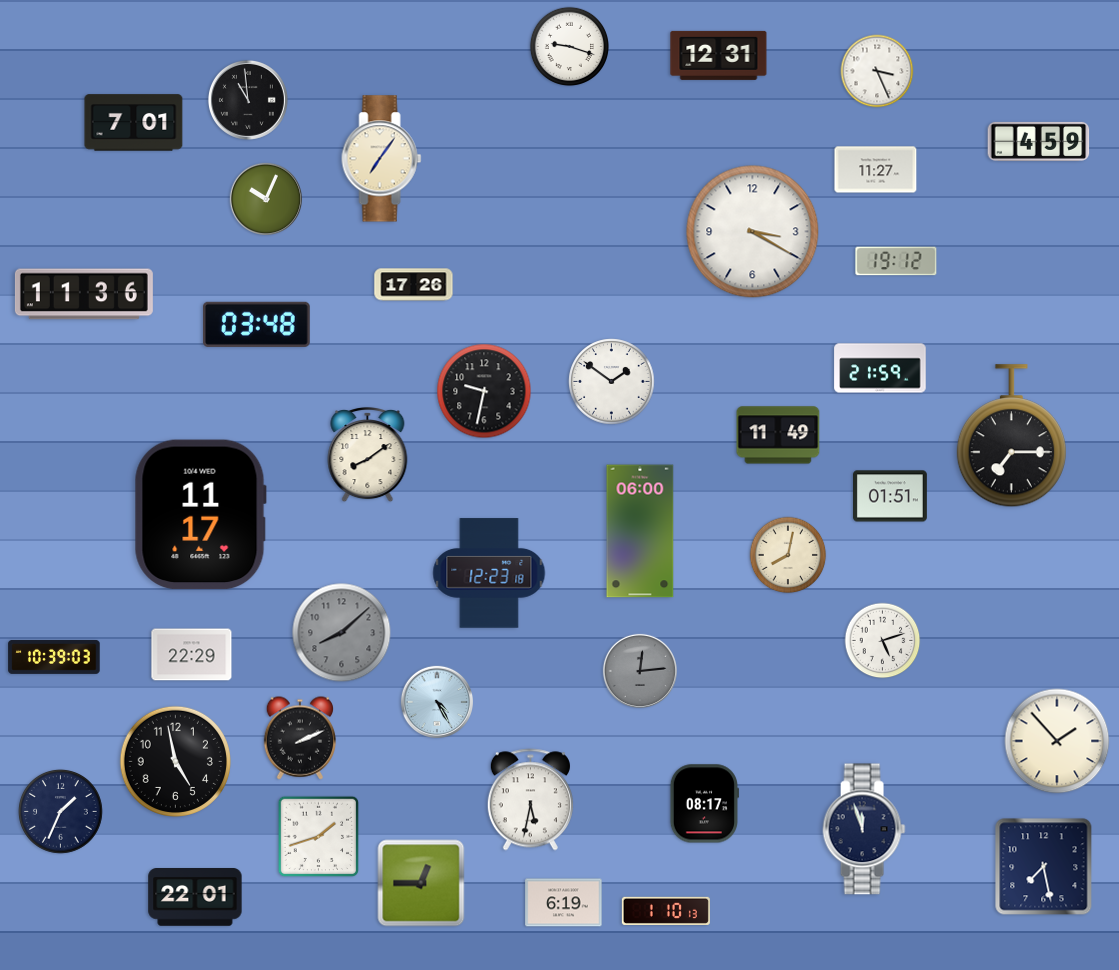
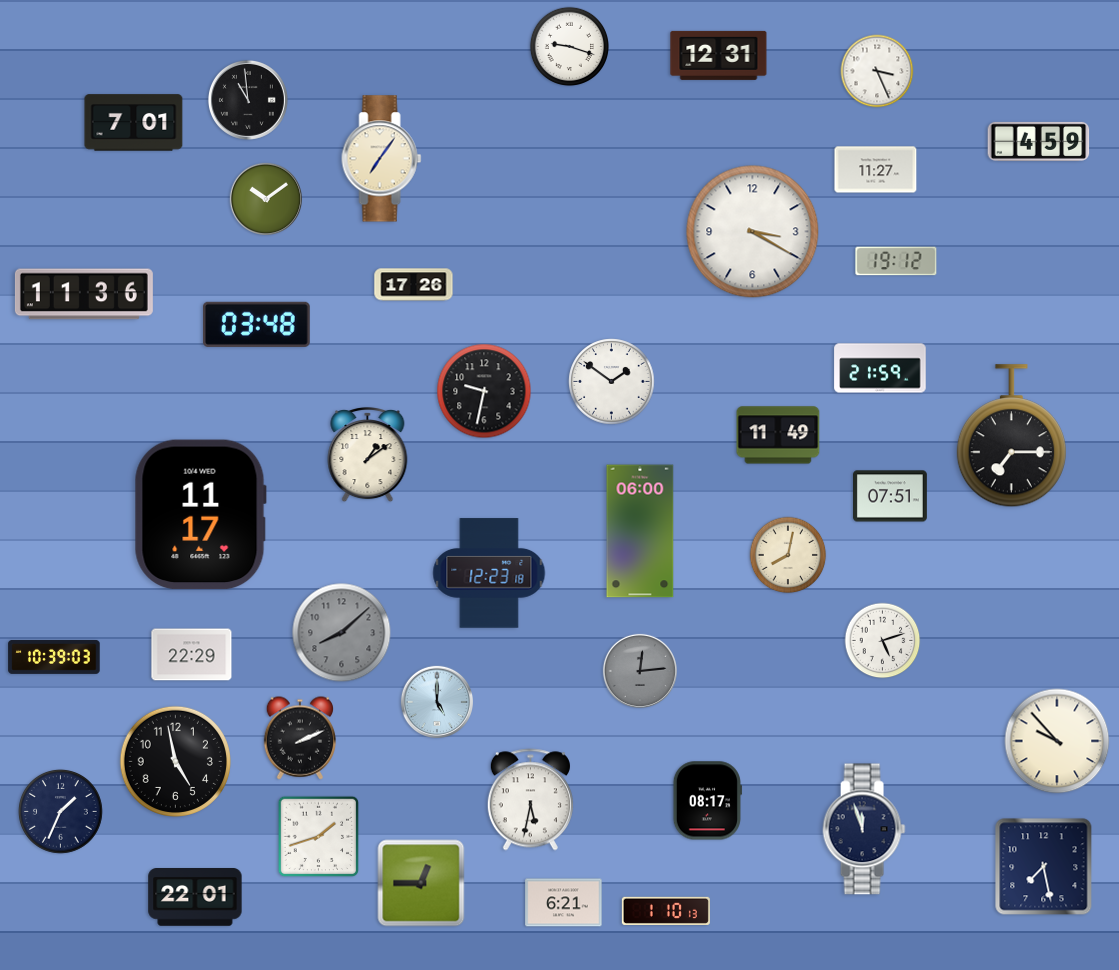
clock at (265, 198): 10:04 -> 10:09
clock at (368, 456): 8:09 -> 1:09
clock at (891, 496): 01:51 -> 07:51
clock at (436, 701): 4:25 -> 5:00
clock at (1057, 741): 1:53 -> 9:53
clock at (704, 804) position: (704, 804) -> (707, 801)
clock at (564, 903): 6:19 -> 6:21
